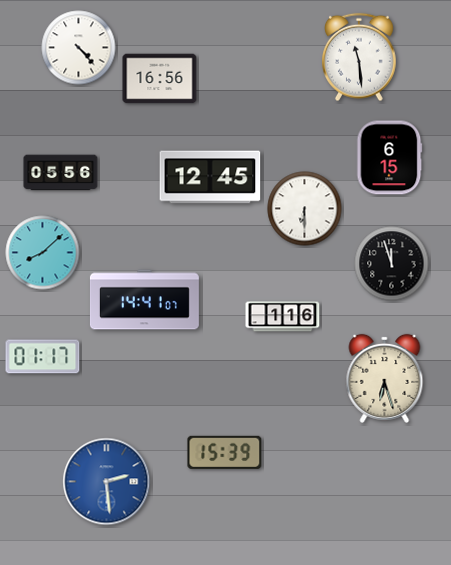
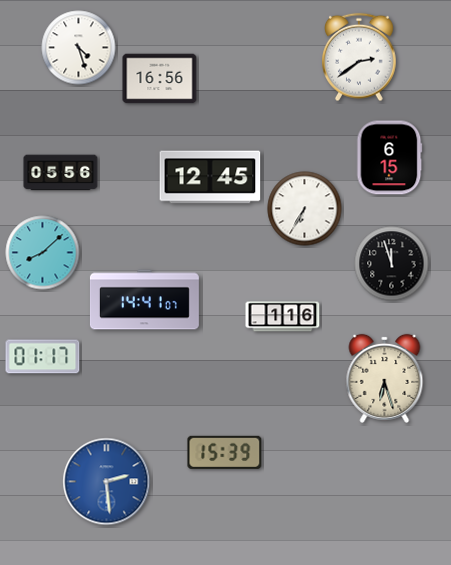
clock at (79, 48): 4:23 -> 4:27
clock at (360, 57): 11:29 -> 2:39
clock at (305, 209): 6:30 -> 6:35
